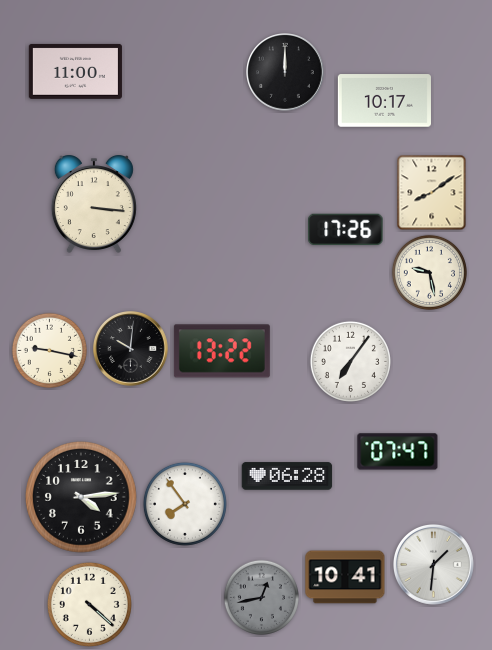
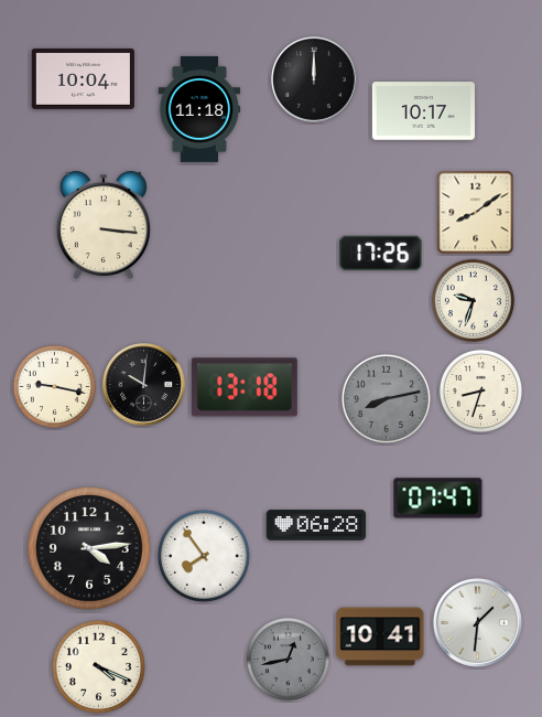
clock at (75, 71): 11:00 -> 10:04
clock at (199, 109): none -> 11:18
clock at (429, 272): 9:28 -> 9:33
clock at (222, 351): 13:22 -> 13:18
clock at (480, 390): none -> 8:33
clock at (350, 361): 7:06 -> 8:13
clock at (350, 361) dial: white -> grey
clock at (89, 604): 4:22 -> 4:19
